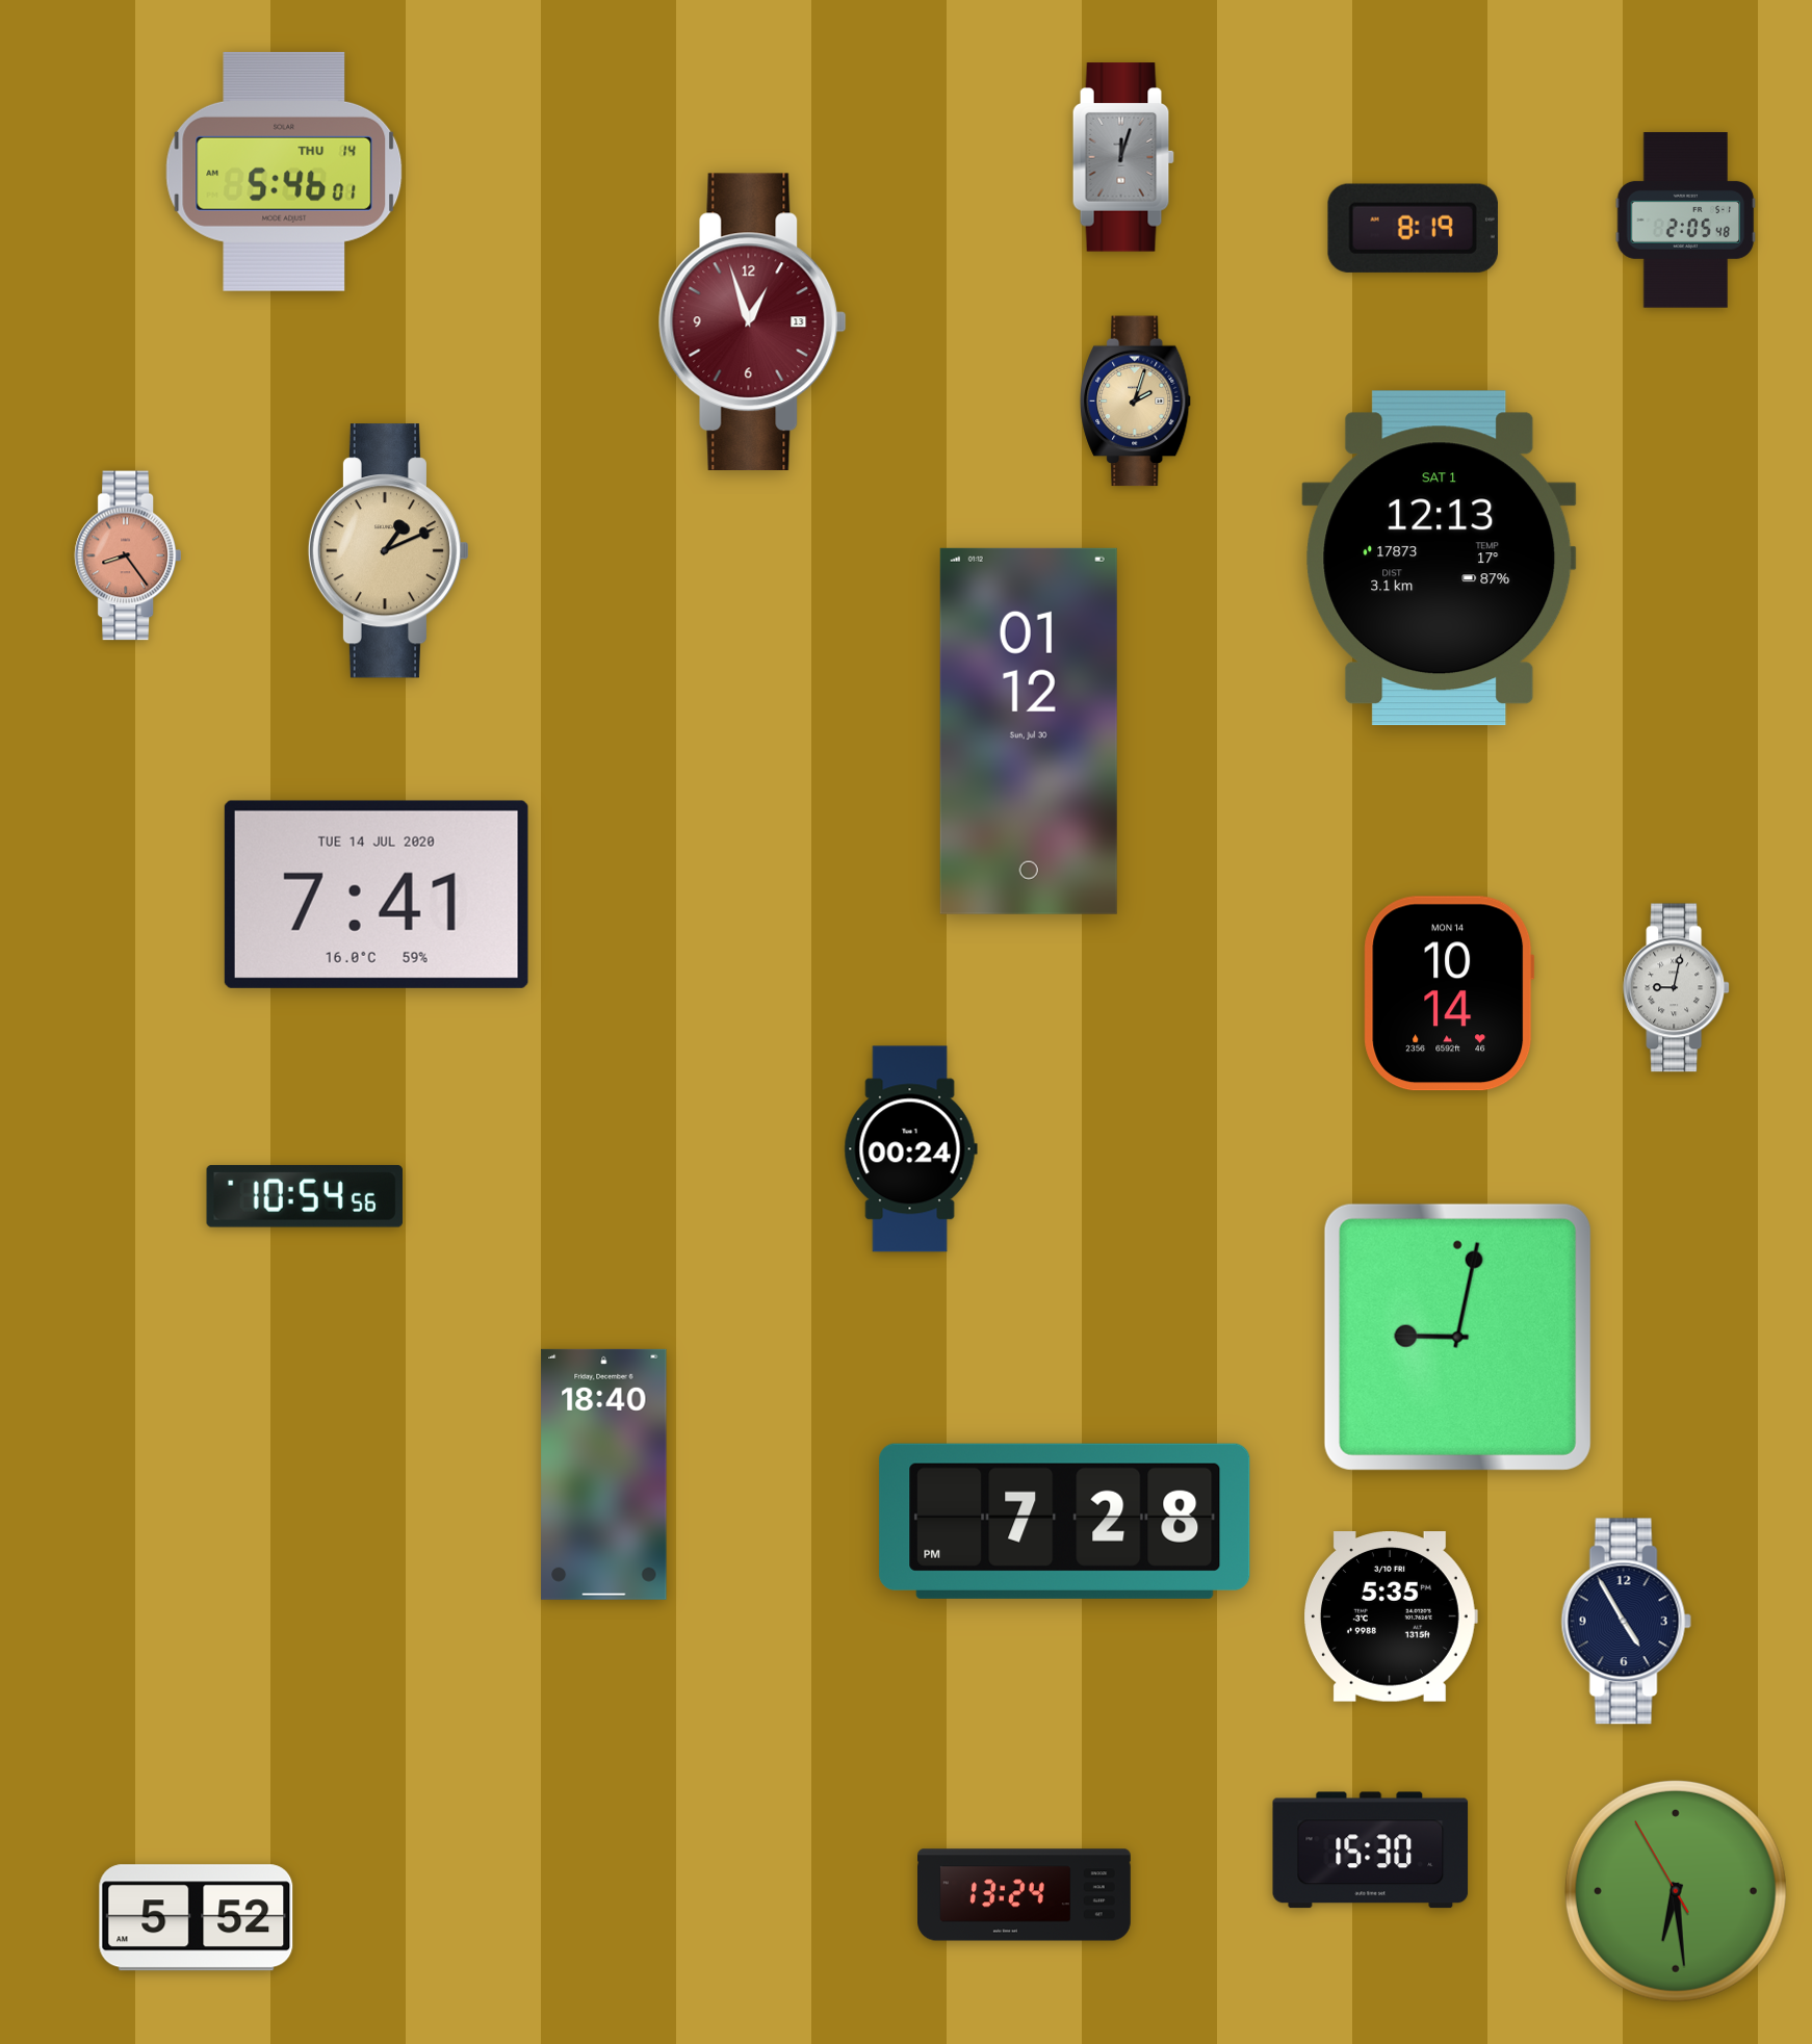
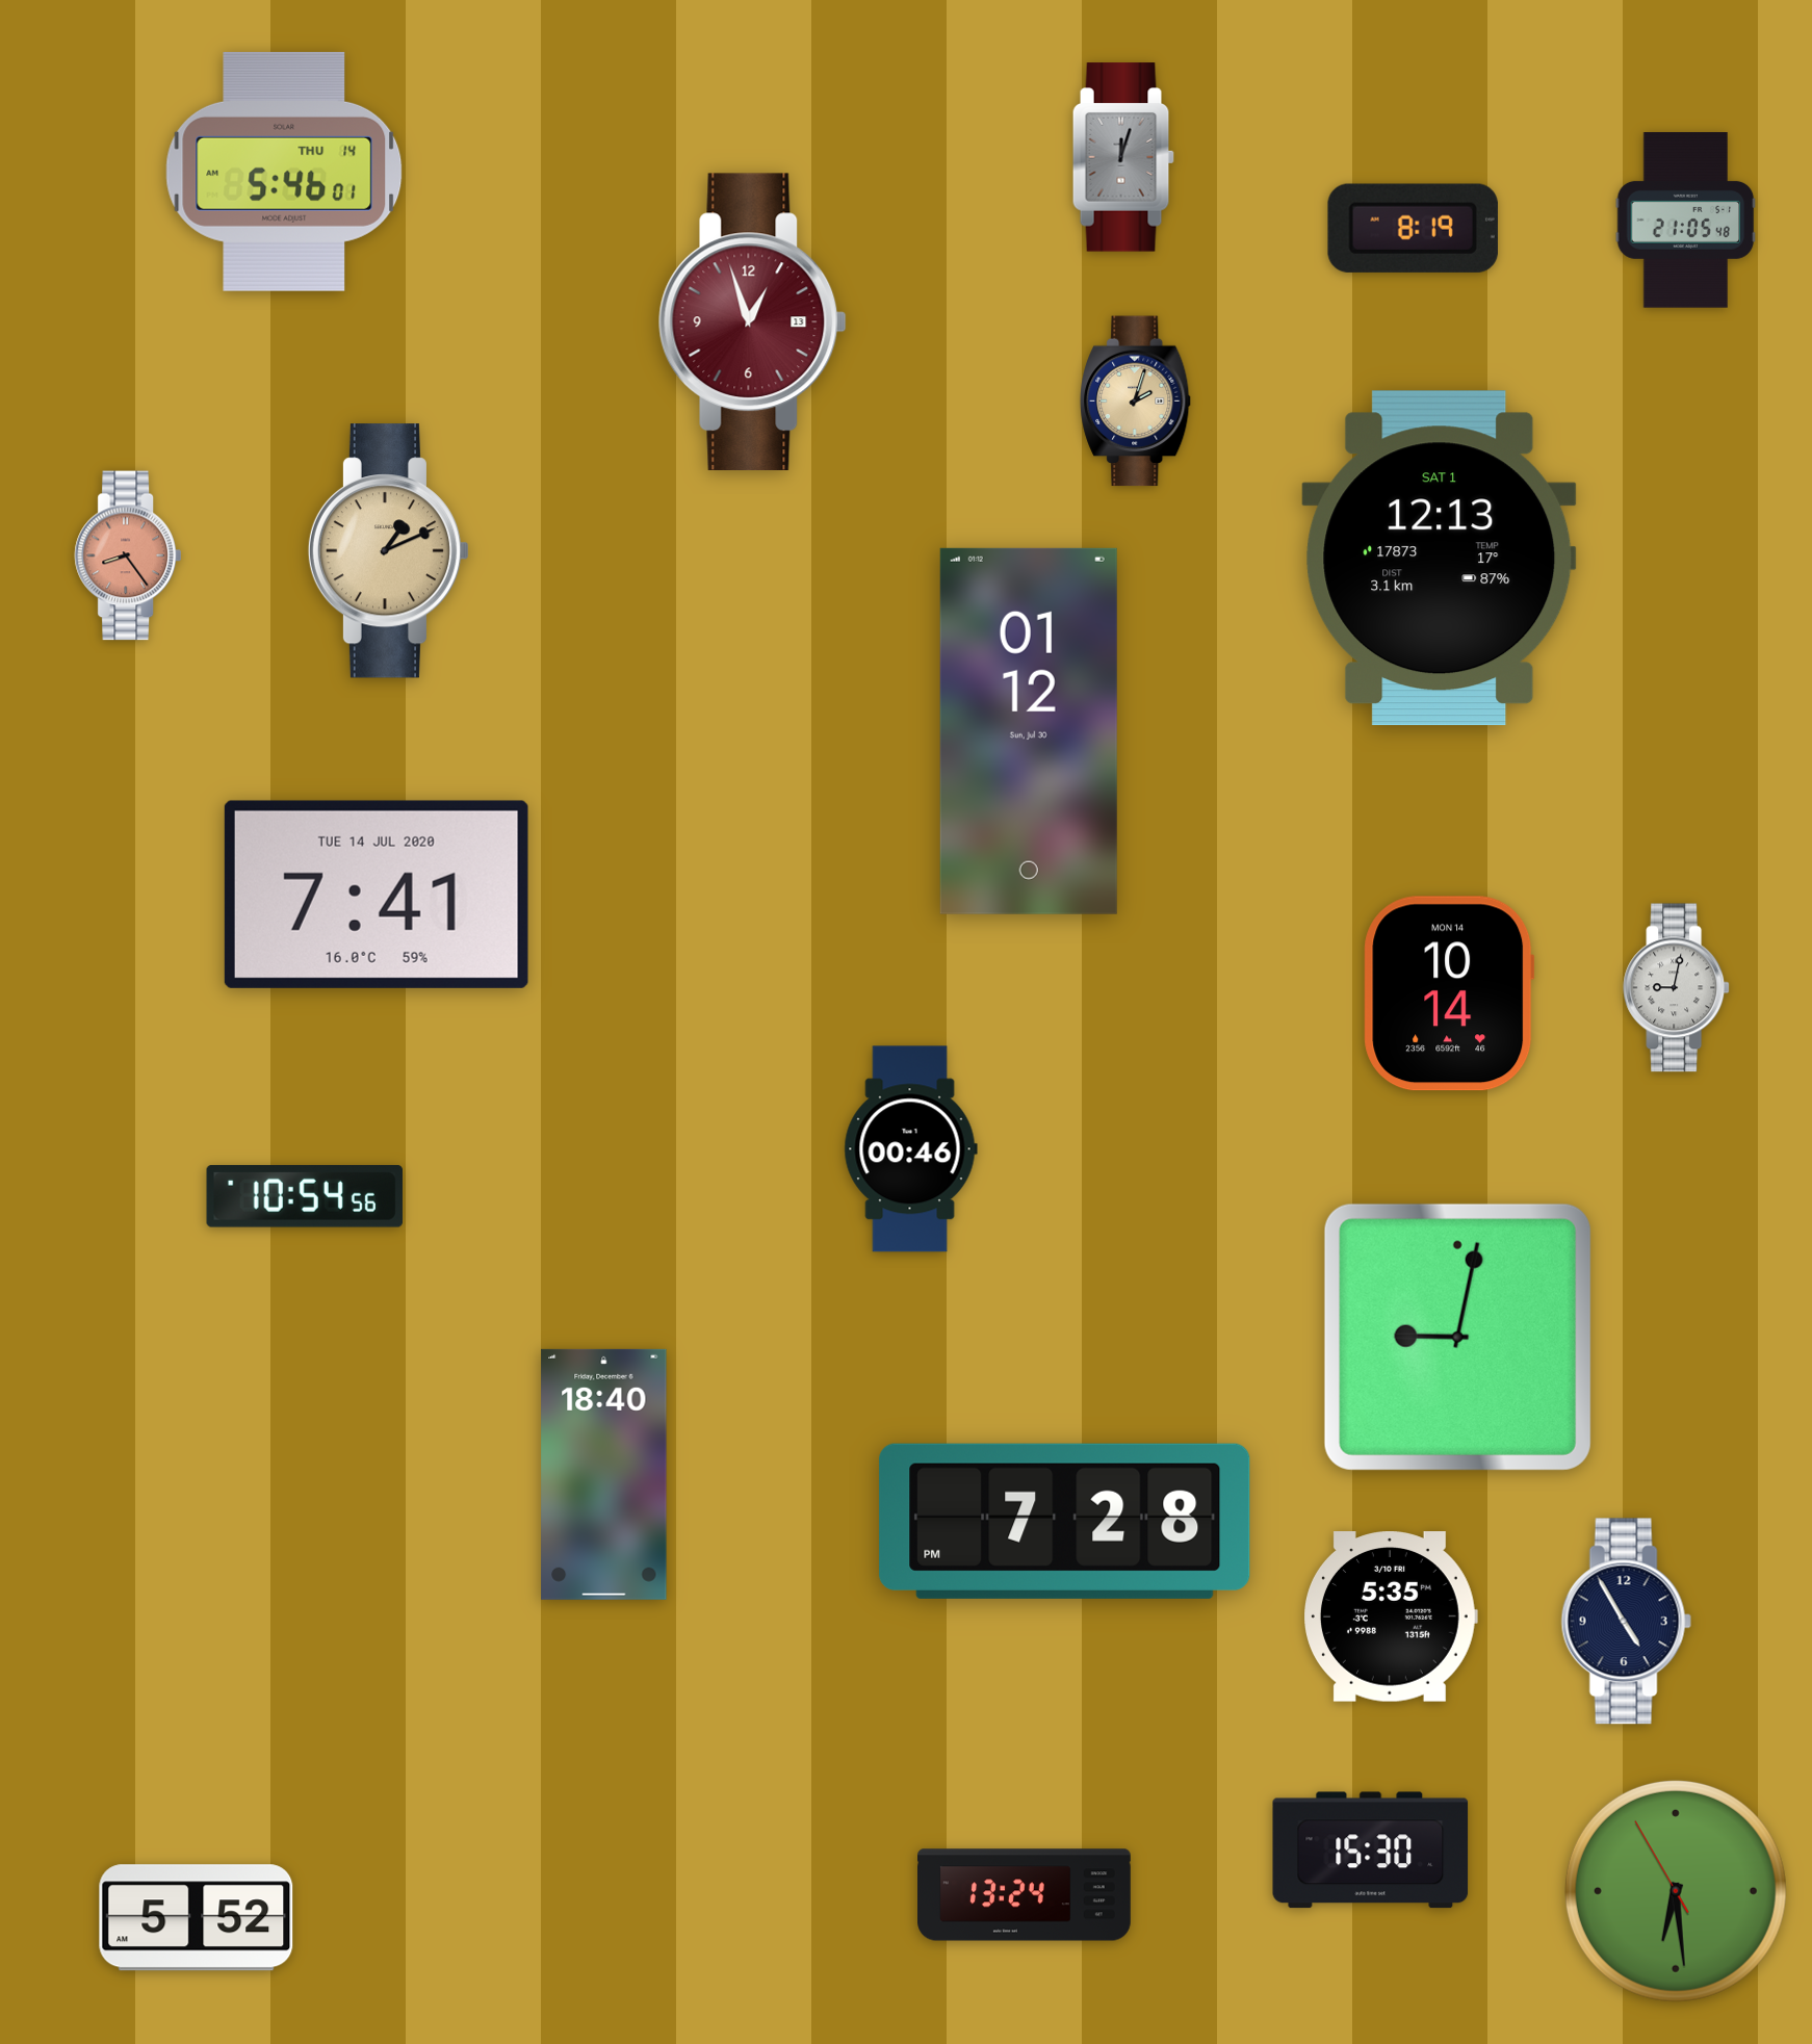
clock at (1686, 221): 2:05 -> 21:05
clock at (910, 1149): 00:24 -> 00:46
